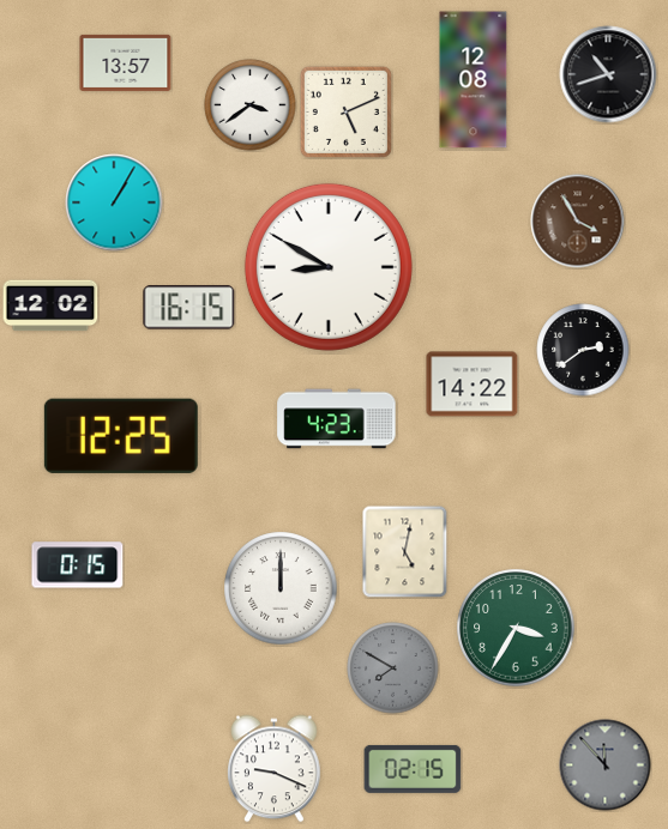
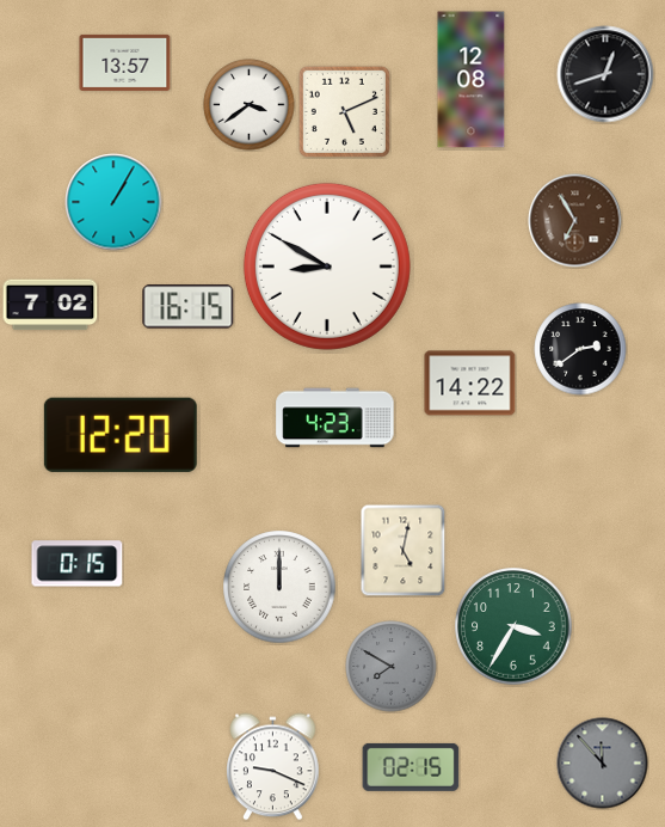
clock at (608, 74): 10:42 -> 12:42
clock at (578, 222): 3:55 -> 6:55
clock at (50, 305): 12:02 -> 7:02
clock at (121, 436): 12:25 -> 12:20
